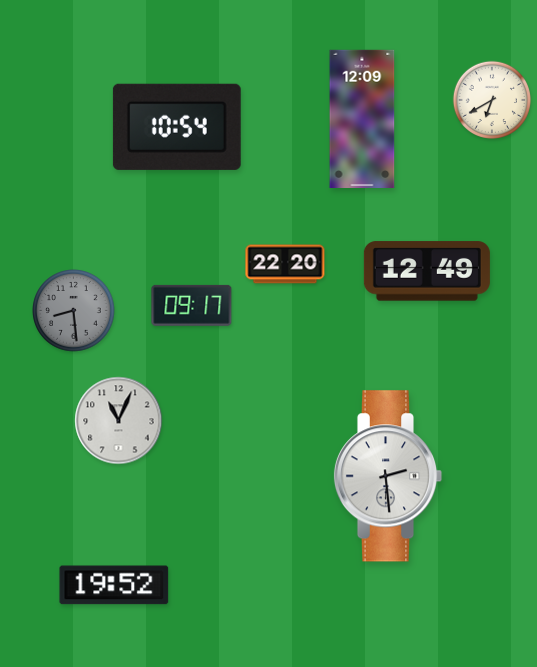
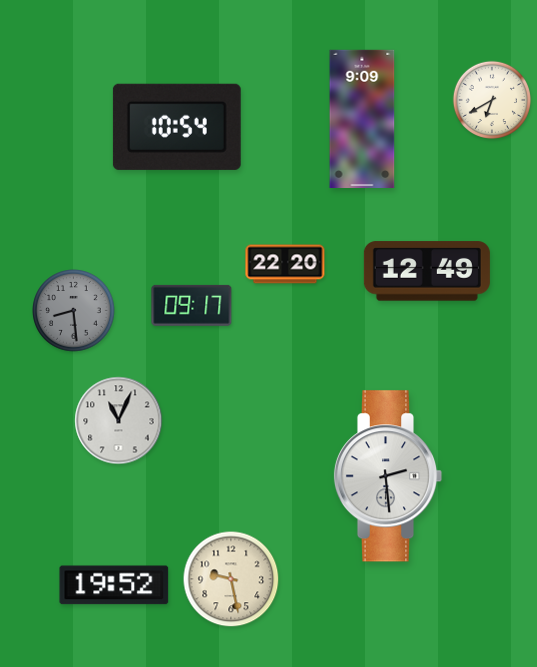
clock at (362, 118): 12:09 -> 9:09
clock at (231, 579): none -> 9:28
